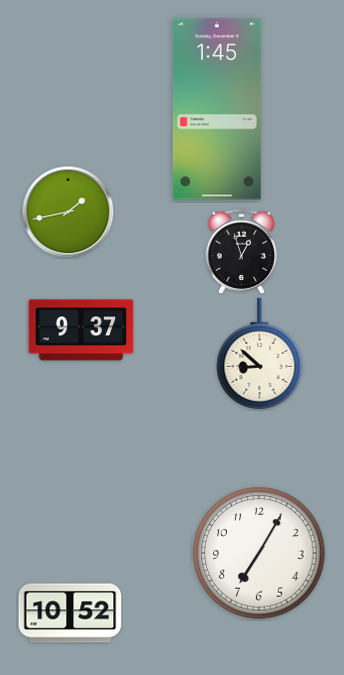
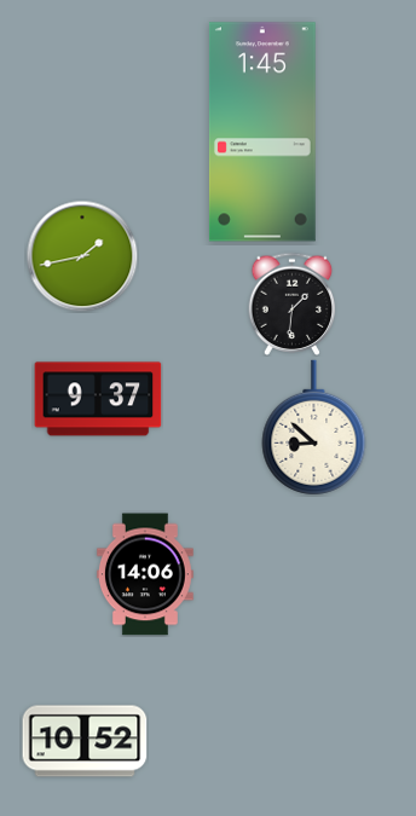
clock at (242, 251): 12:57 -> 1:31
clock at (145, 574): none -> 14:06
clock at (259, 553): 7:05 -> none
